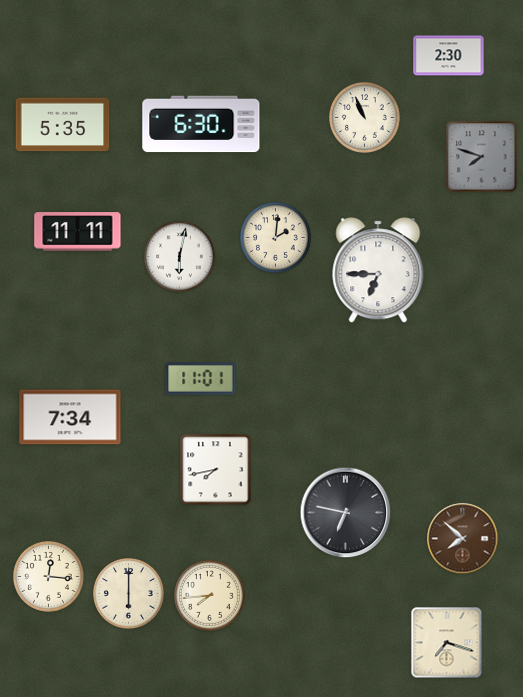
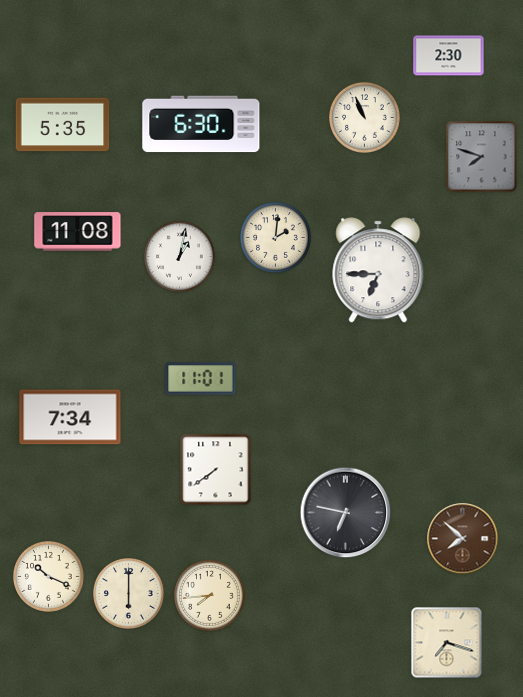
clock at (78, 232): 11:11 -> 11:08
clock at (180, 257): 6:02 -> 1:02
clock at (216, 470): 7:43 -> 7:39
clock at (49, 577): 12:16 -> 10:19
